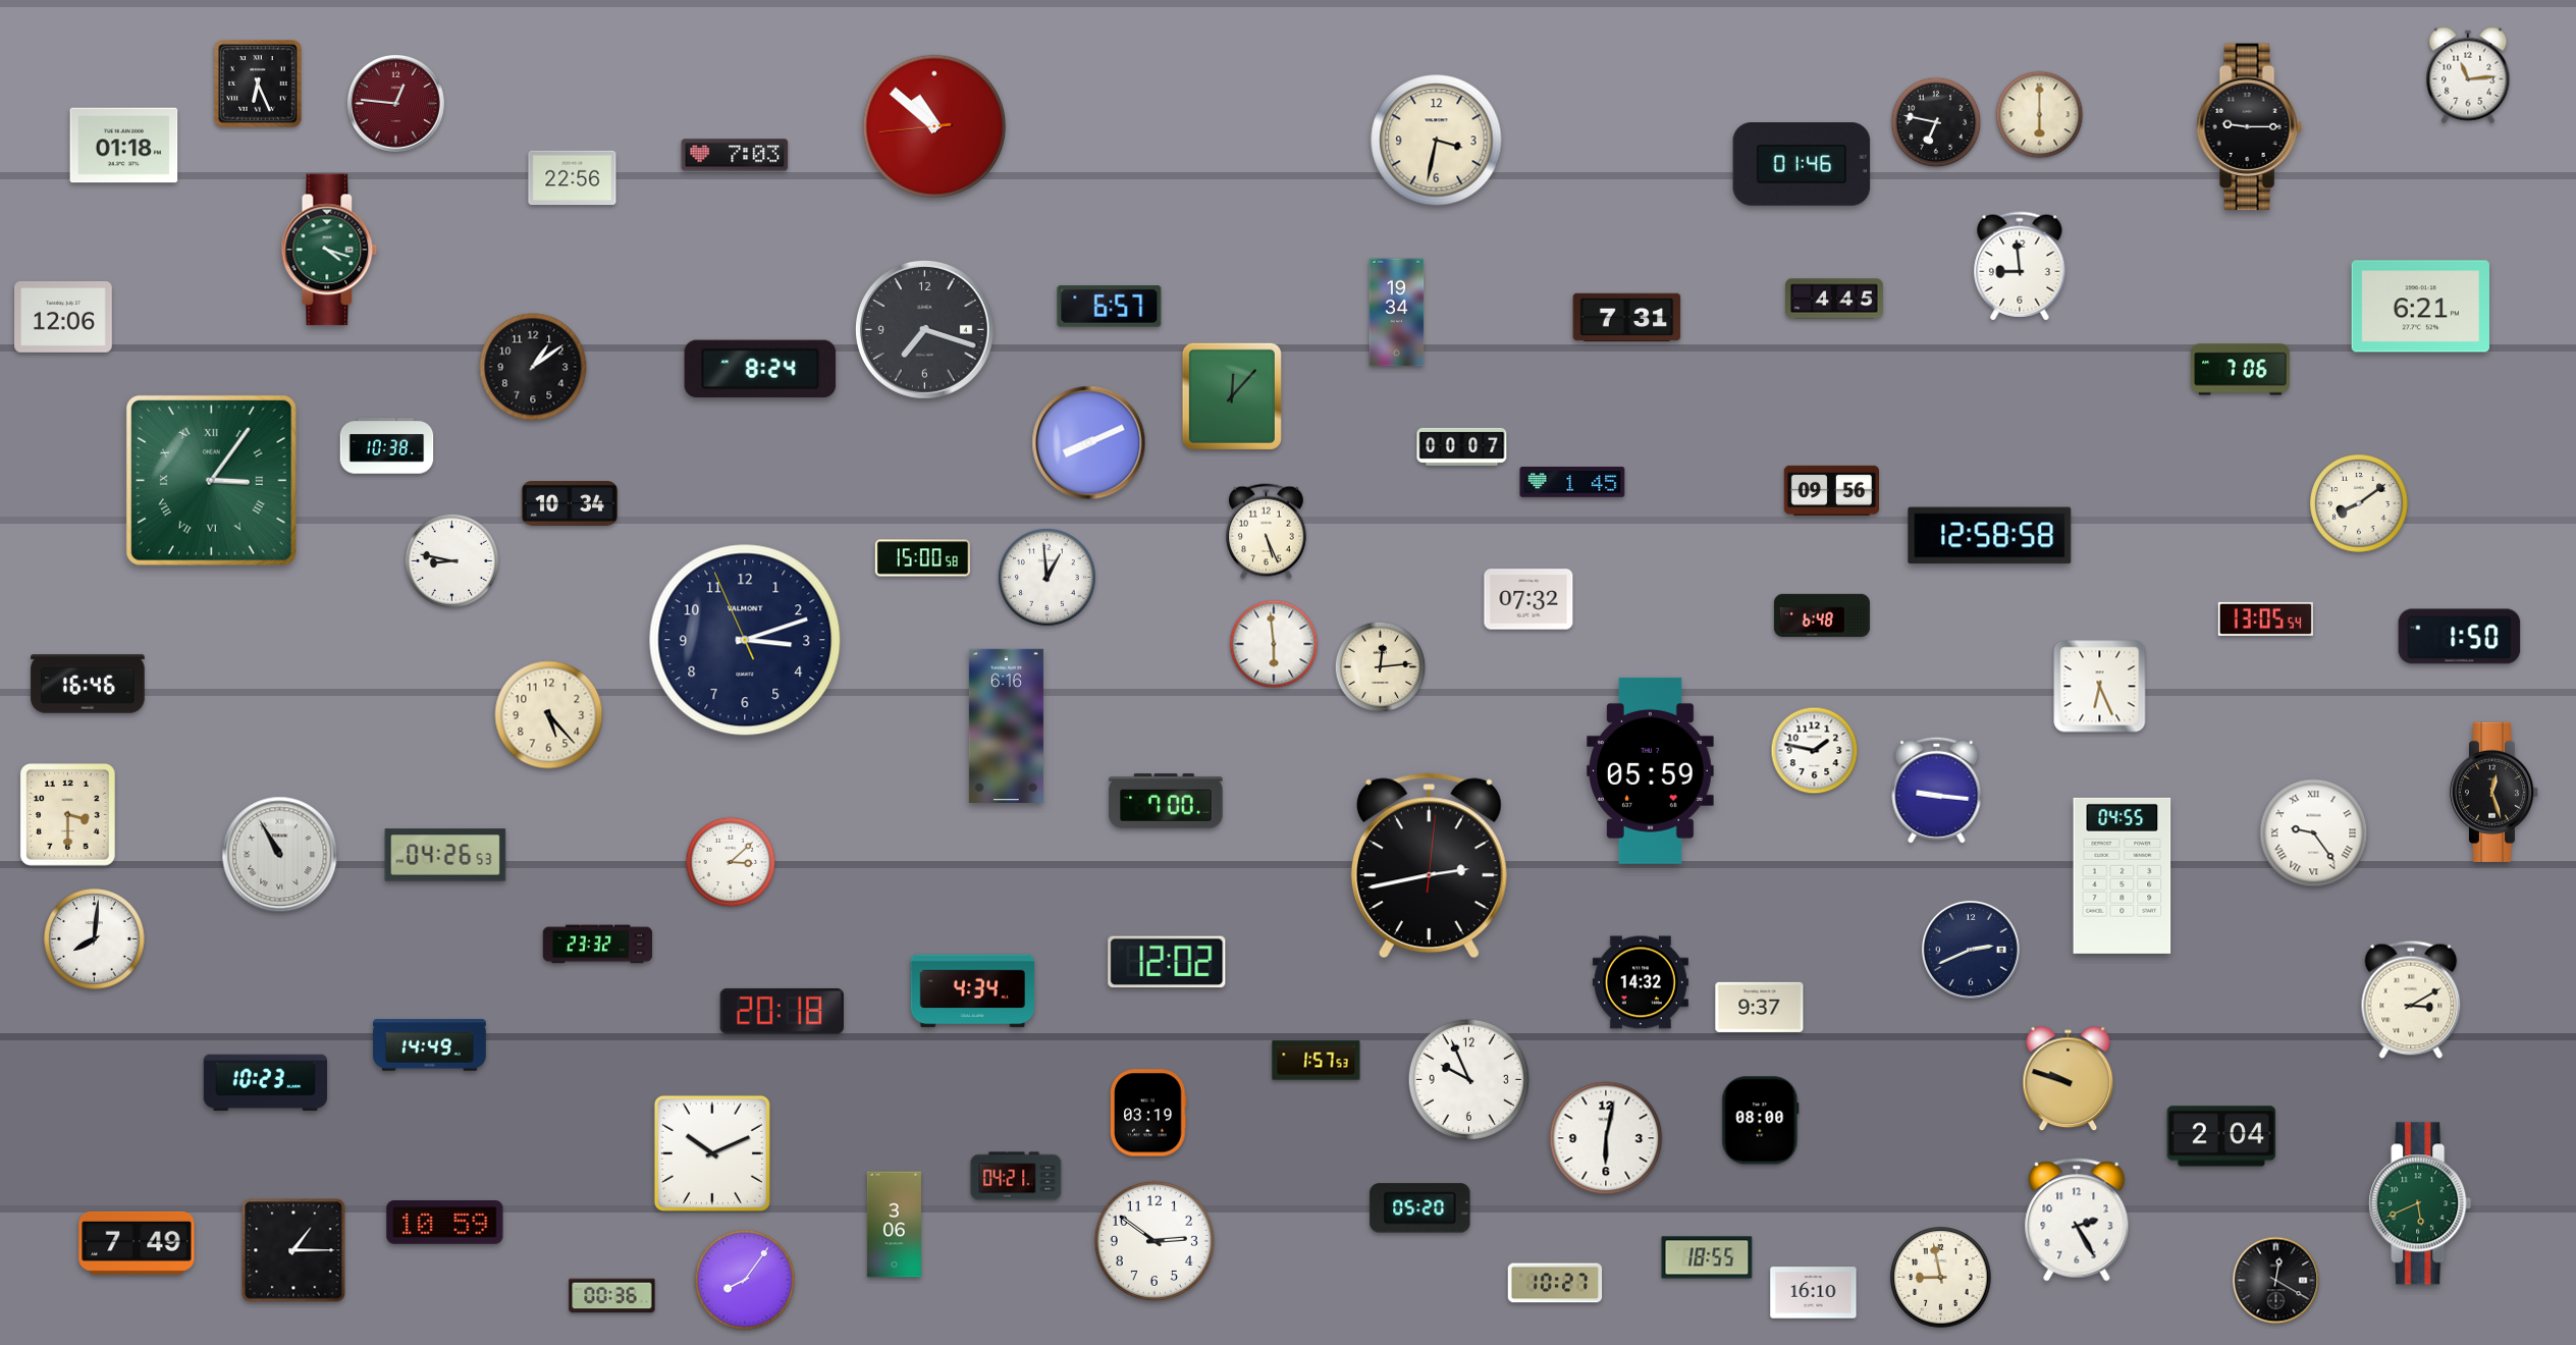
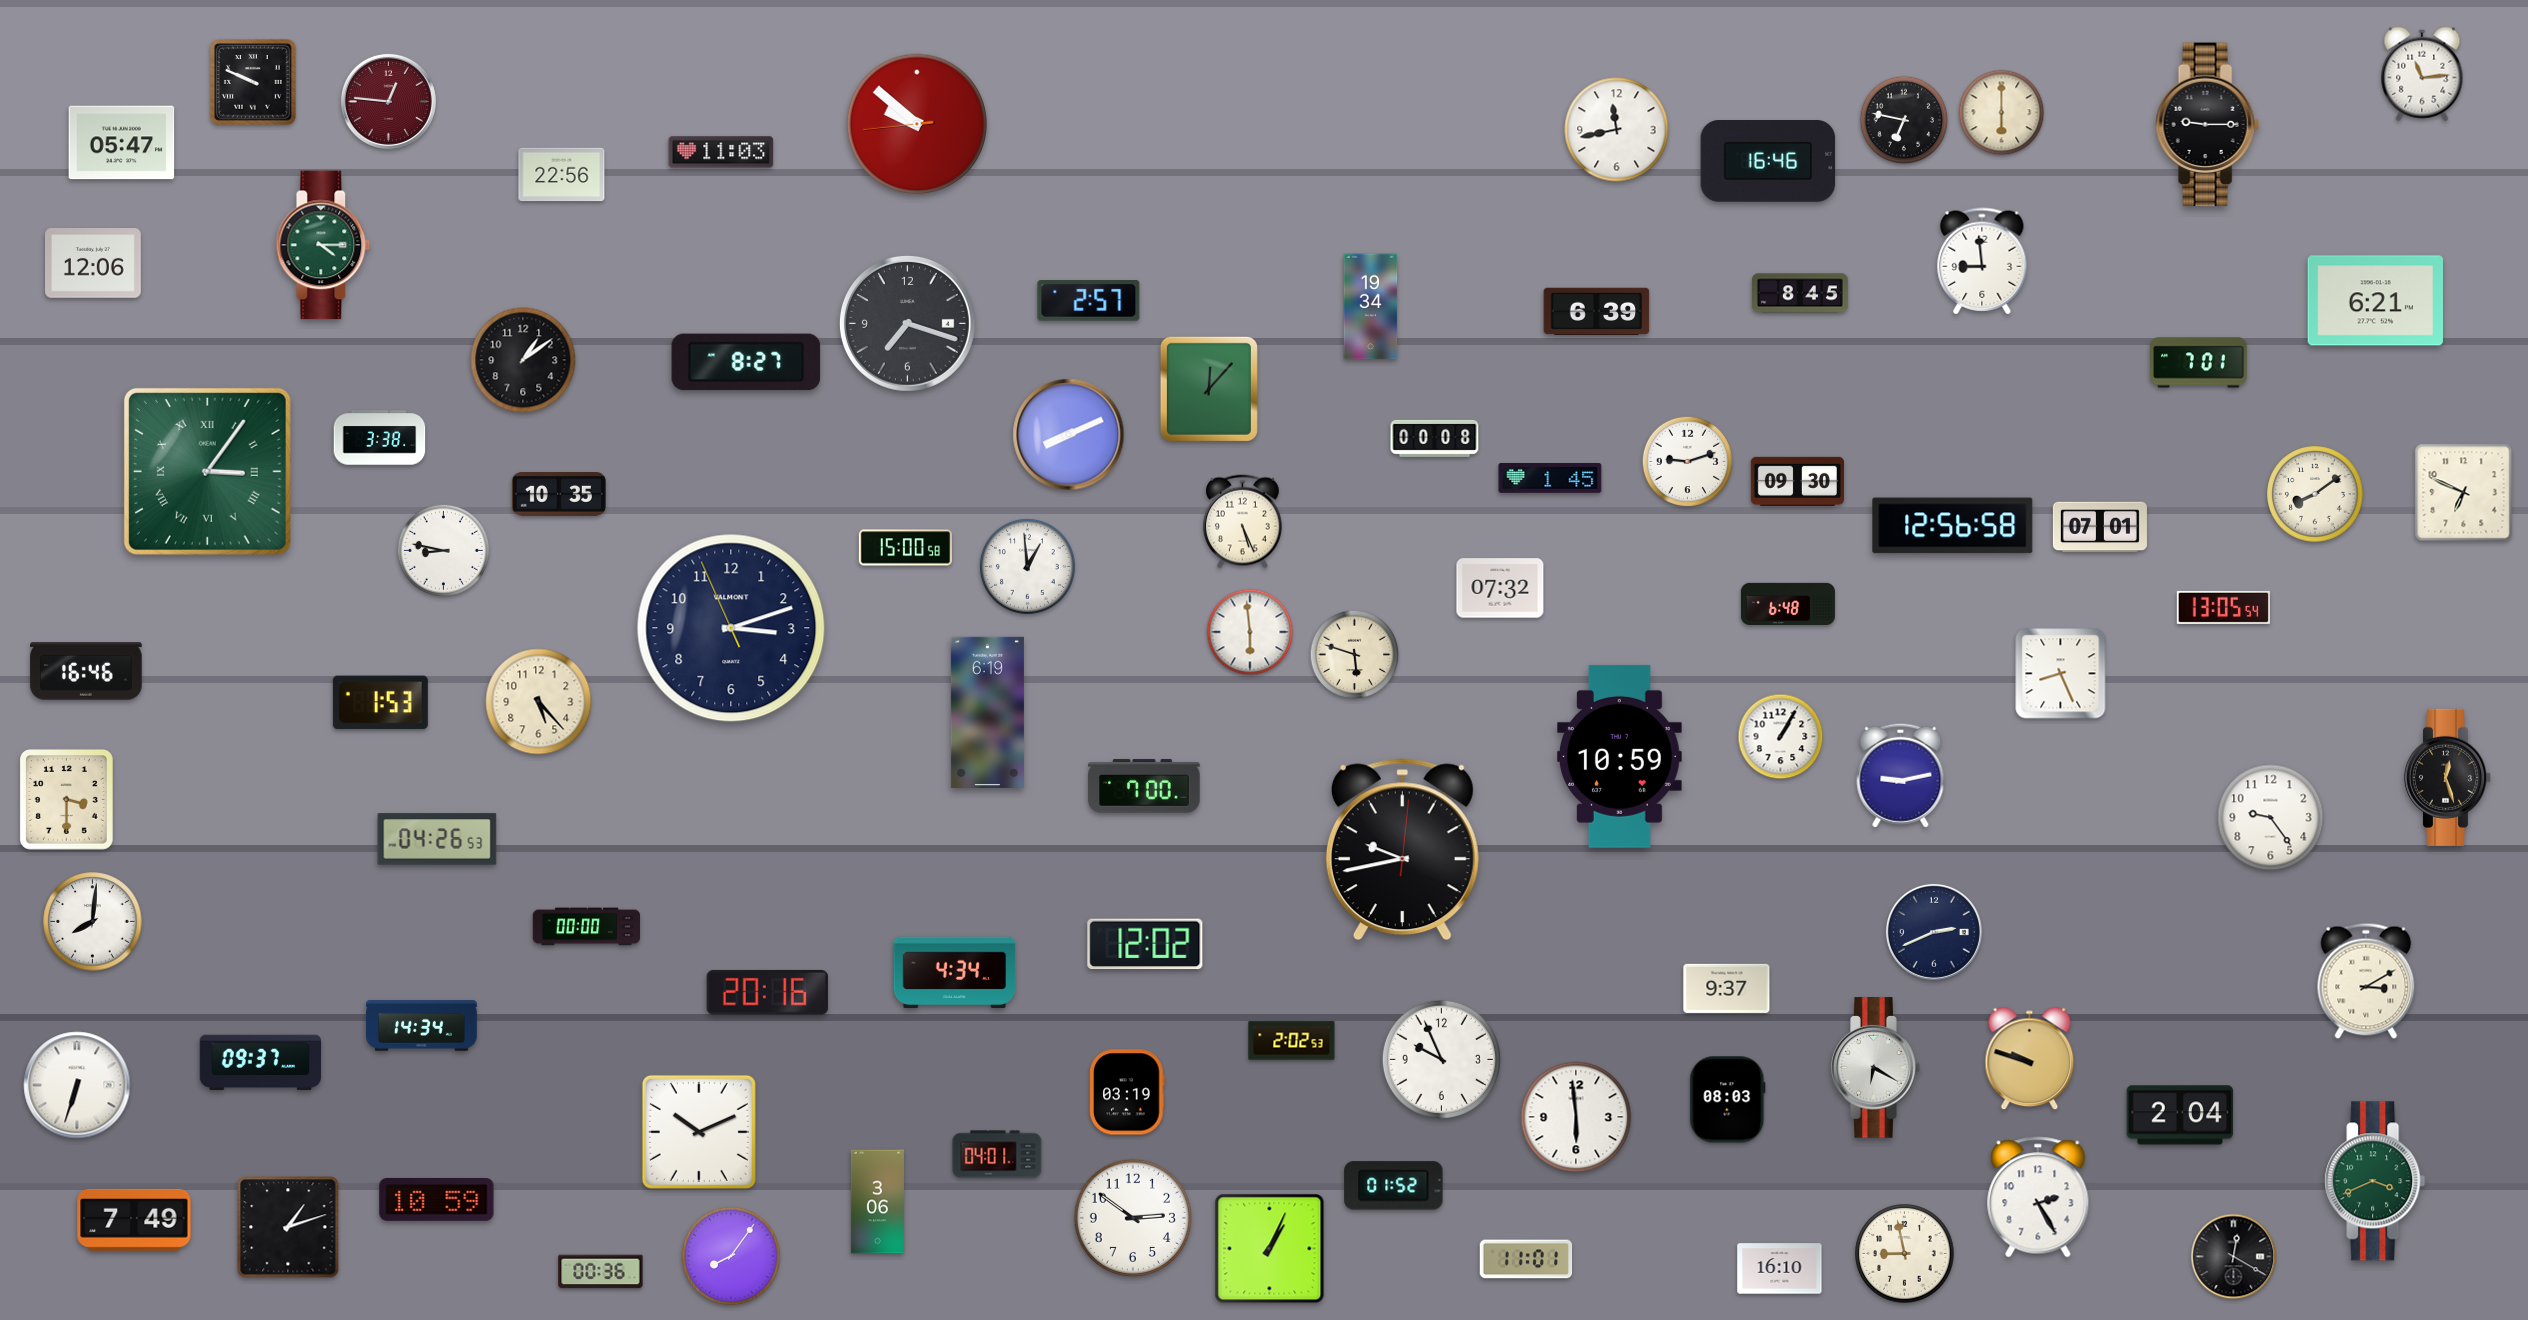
clock at (259, 85): 6:26 -> 9:49
clock at (1936, 122) position: (1936, 122) -> (1904, 120)
clock at (934, 126): 10:51 -> 9:51
clock at (1617, 130): none -> 11:43
clock at (1437, 141): 3:32 -> none
clock at (124, 146): 01:18 -> 05:47
clock at (735, 155): 7:03 -> 11:03
clock at (1802, 165): 01:46 -> 16:46
clock at (329, 250): 4:18 -> 4:15
clock at (1835, 299): 4:45 -> 8:45
clock at (1110, 307): 6:57 -> 2:57
clock at (64, 318) position: (64, 318) -> (94, 264)
clock at (1627, 318): 7:31 -> 6:39
clock at (760, 369): 8:24 -> 8:27
clock at (2241, 370): 7:06 -> 7:01
clock at (387, 446): 10:38 -> 3:38
clock at (1462, 446): 00:07 -> 00:08
clock at (1688, 462): none -> 9:12
clock at (1572, 483) position: (1572, 483) -> (1550, 479)
clock at (1831, 490): 09:56 -> 09:30
clock at (2464, 493): none -> 6:49
clock at (570, 503): 10:34 -> 10:35
clock at (1990, 536): 12:58 -> 12:56
clock at (2100, 527): none -> 07:01
clock at (2460, 637): 1:50 -> none
clock at (1381, 667): 12:14 -> 5:48
clock at (2100, 687): 6:26 -> 8:26
clock at (380, 703): none -> 1:53
clock at (1006, 725): 6:16 -> 6:19
clock at (1815, 751): 1:47 -> 1:05
clock at (1651, 770): 05:59 -> 10:59
clock at (1937, 790): 9:16 -> 9:13
clock at (2314, 833) numerals: Roman -> Arabic
clock at (280, 855): 10:55 -> none
clock at (731, 862): 3:08 -> none
clock at (1429, 866): 2:43 -> 9:43
clock at (2123, 875): 04:55 -> none
clock at (598, 945): 23:32 -> 00:00
clock at (1641, 982): 14:32 -> none
clock at (782, 1011): 20:18 -> 20:16
clock at (430, 1045): 14:49 -> 14:34
clock at (1317, 1061): 1:57 -> 2:02
clock at (266, 1083): 10:23 -> 09:37
clock at (1876, 1068): none -> 6:20
clock at (77, 1085): none -> 6:33
clock at (1761, 1121): 08:00 -> 08:03
clock at (1606, 1138): 6:02 -> 5:59
clock at (1016, 1176): 04:21 -> 04:01
clock at (2420, 1203): 5:41 -> 3:41
clock at (1420, 1208): 05:20 -> 01:52
clock at (293, 1250): 1:15 -> 1:12
clock at (1707, 1257): 18:55 -> none
clock at (1270, 1249): none -> 1:04
clock at (1555, 1283): 10:27 -> 11:01
